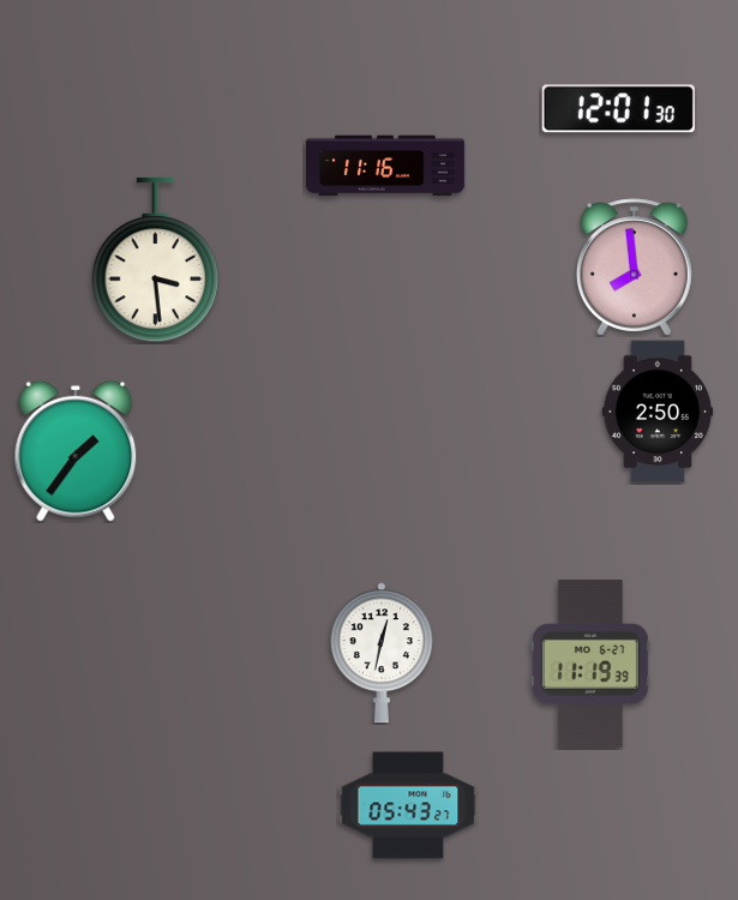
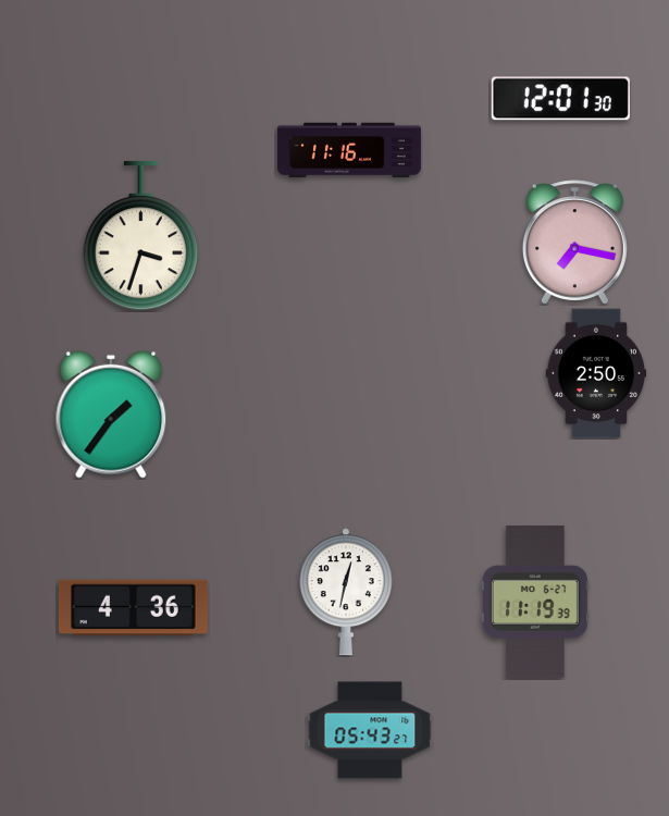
clock at (155, 260): 3:29 -> 3:33
clock at (634, 268): 7:59 -> 7:17
clock at (76, 451) position: (76, 451) -> (111, 415)
clock at (133, 608): none -> 4:36
